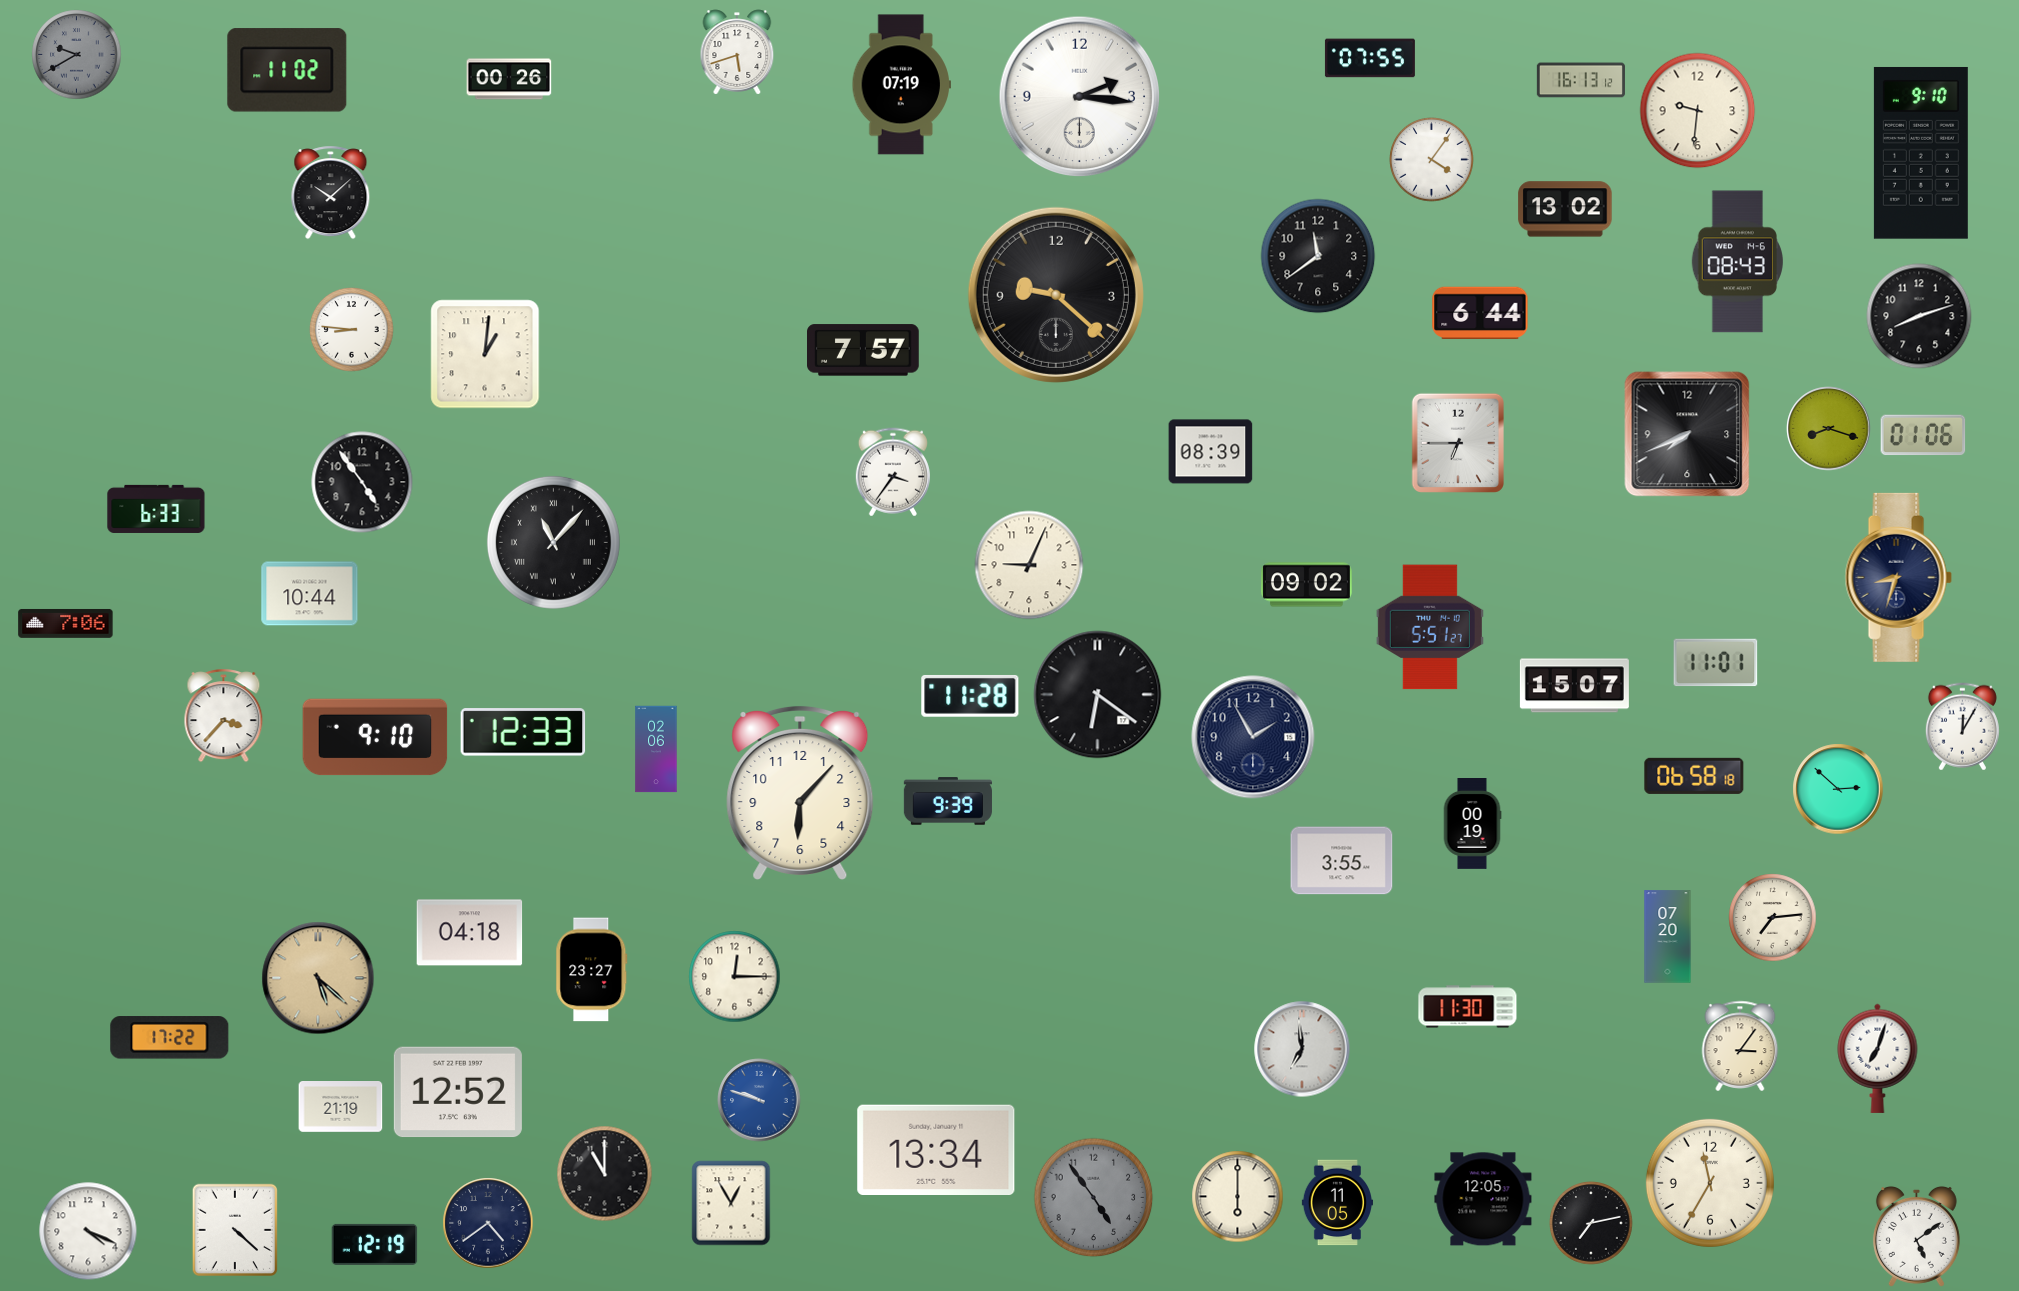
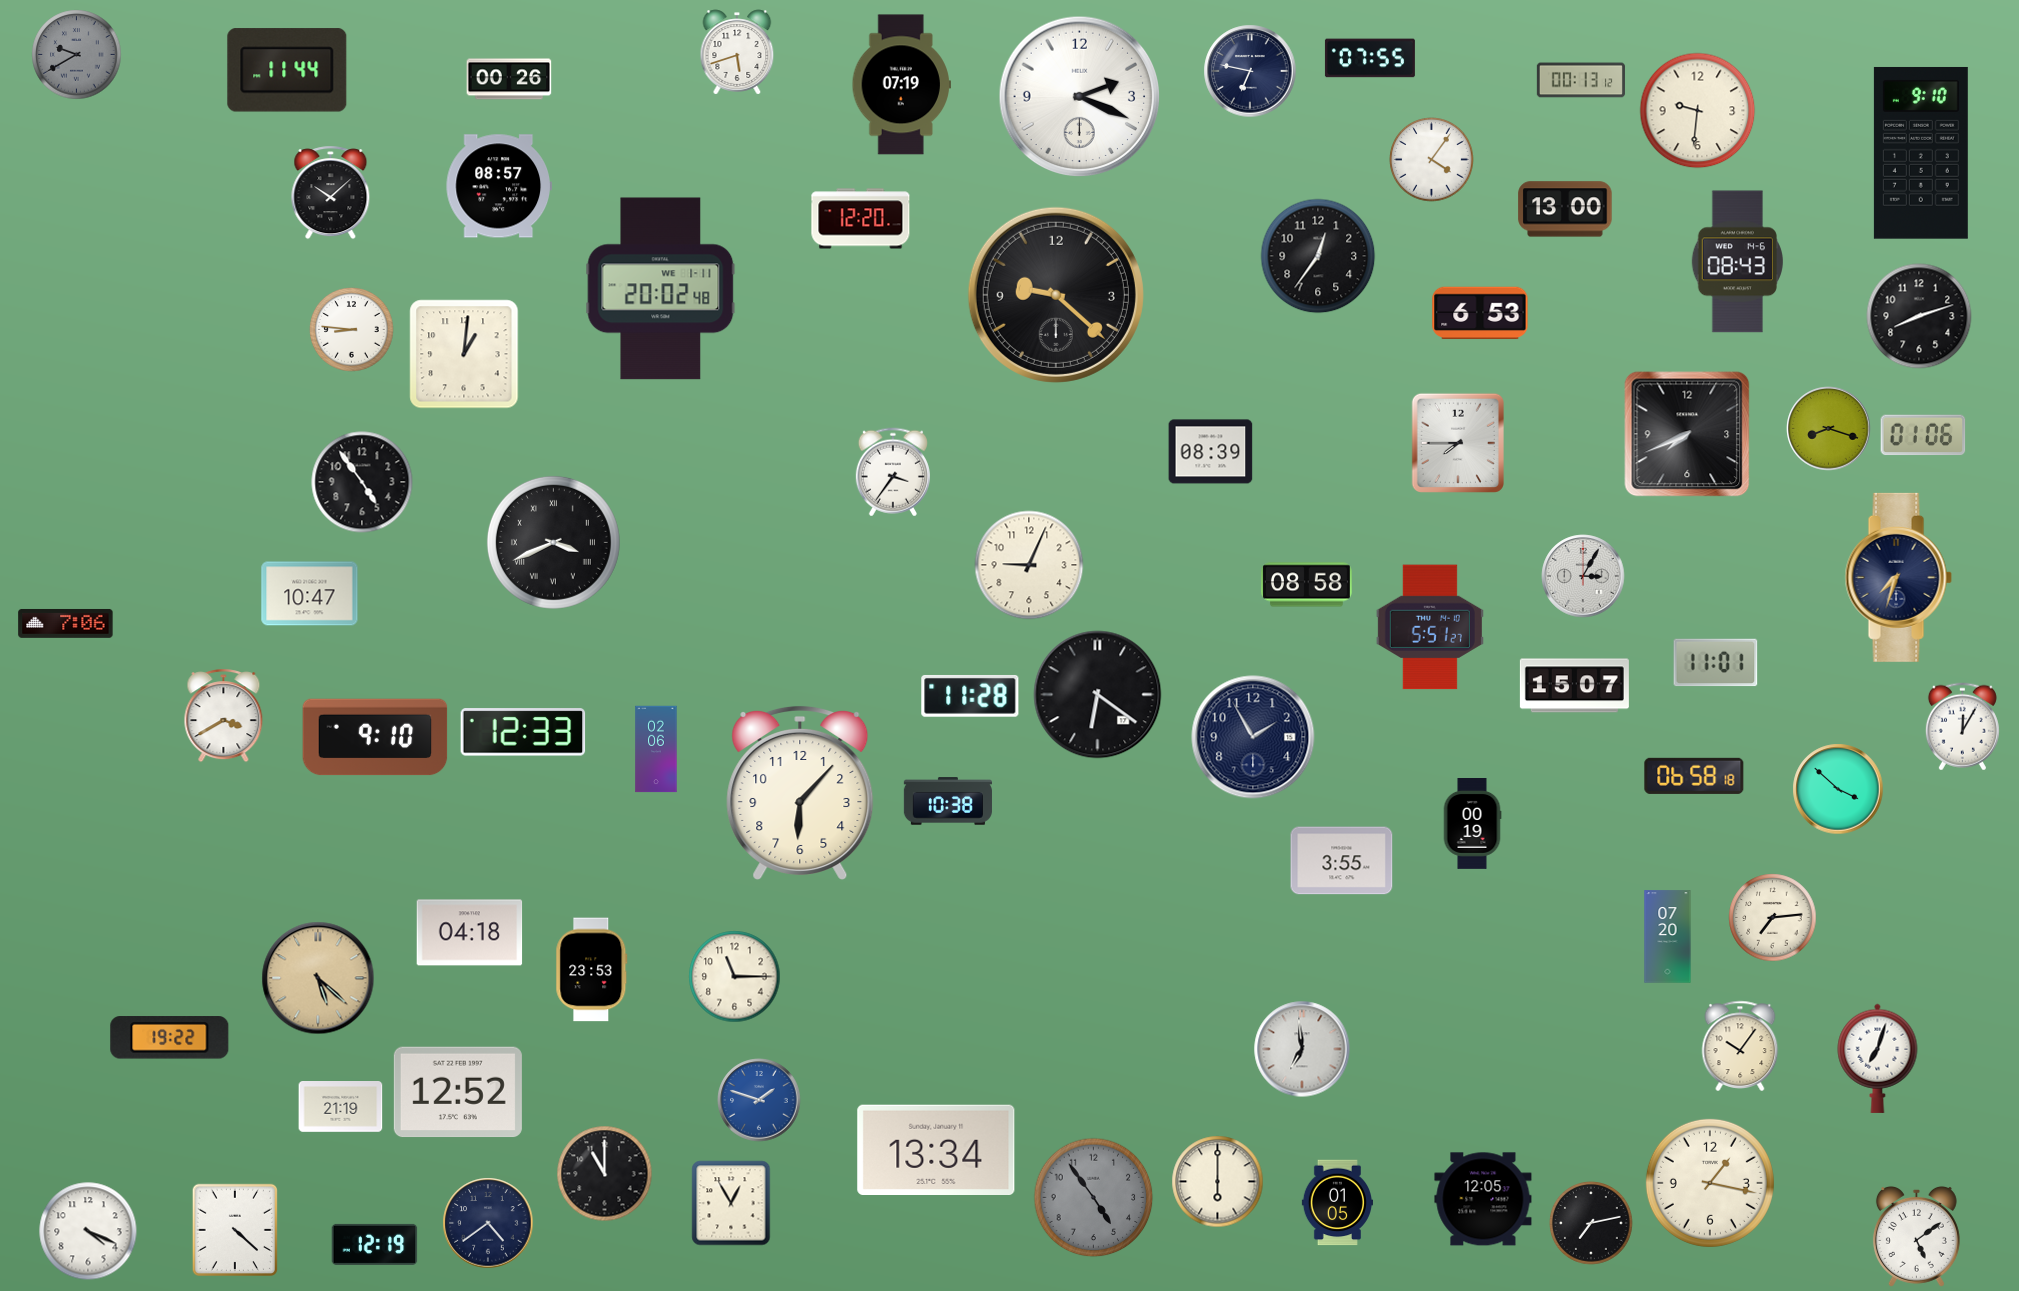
clock at (287, 70): 11:02 -> 11:44
clock at (1250, 71): none -> 6:47
clock at (1581, 80): 16:13 -> 00:13
clock at (1080, 97): 2:16 -> 2:19
clock at (498, 186): none -> 08:57
clock at (1565, 209): 13:02 -> 13:00
clock at (861, 219): none -> 12:20
clock at (1318, 256): 11:39 -> 12:36
clock at (661, 289): none -> 20:02
clock at (1480, 313): 6:44 -> 6:53
clock at (864, 350): 7:57 -> none
clock at (485, 354) position: (485, 354) -> (464, 354)
clock at (1458, 443): 6:45 -> 7:45
clock at (156, 509): 6:33 -> none
clock at (553, 542): 11:07 -> 3:41
clock at (1583, 576): none -> 3:05
clock at (1898, 577): 8:33 -> 7:33
clock at (1307, 585): 09:02 -> 08:58
clock at (310, 594): 10:44 -> 10:47
clock at (224, 716): 3:37 -> 3:40
clock at (1838, 789): 2:52 -> 3:52
clock at (948, 801): 9:39 -> 10:38
clock at (592, 970): 23:27 -> 23:53
clock at (735, 977): 12:15 -> 11:15
clock at (1468, 1007): 11:30 -> none
clock at (170, 1038): 17:22 -> 19:22
clock at (1740, 1046): 3:06 -> 10:06
clock at (759, 1100): 9:48 -> 1:48
clock at (1710, 1183): 11:35 -> 1:17
clock at (1238, 1197) position: (1238, 1197) -> (1218, 1182)
clock at (1337, 1203): 11:05 -> 01:05
